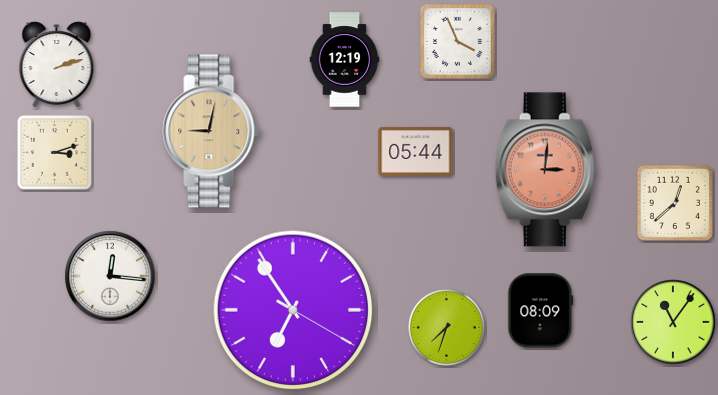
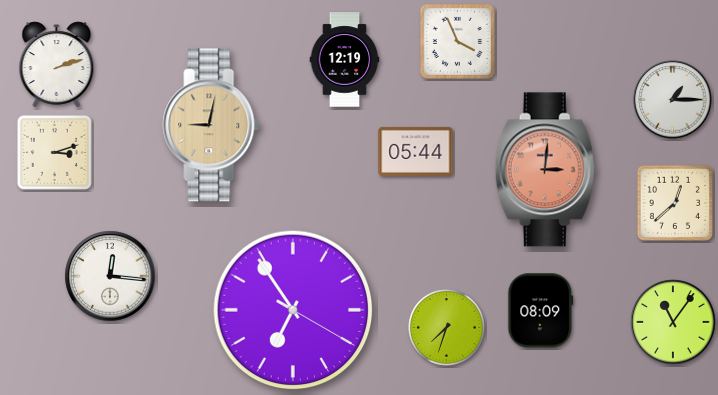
clock at (673, 100): none -> 1:15
clock at (211, 131) position: (211, 131) -> (211, 125)
